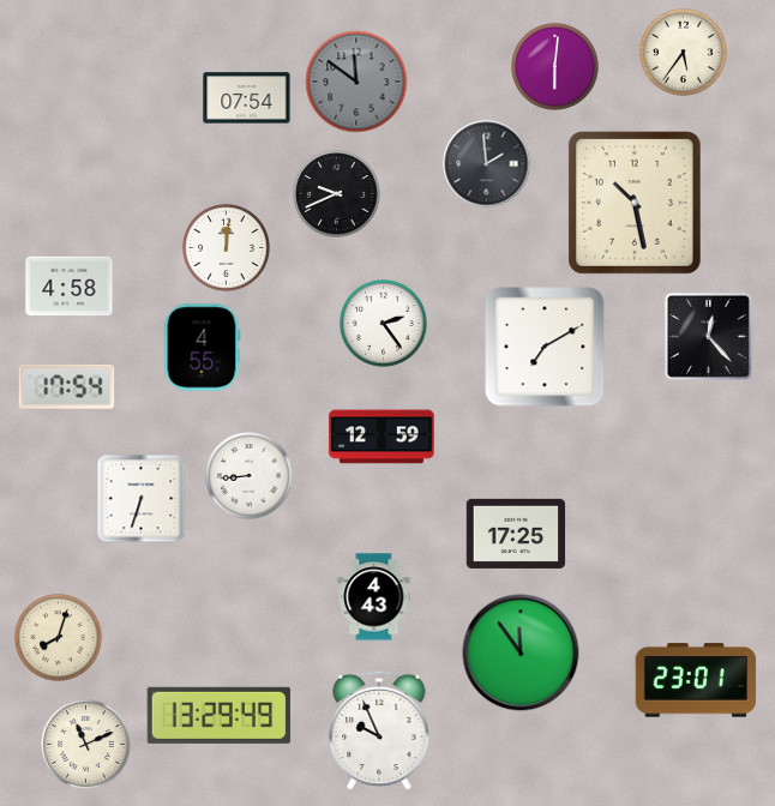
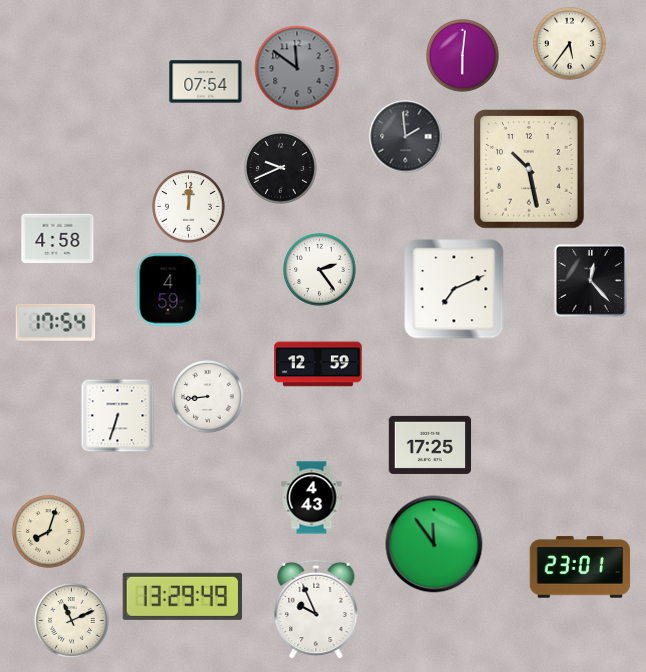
clock at (337, 194) position: (337, 194) -> (281, 168)
clock at (545, 347): 7:10 -> 7:11
clock at (203, 348): 4:55 -> 4:59
